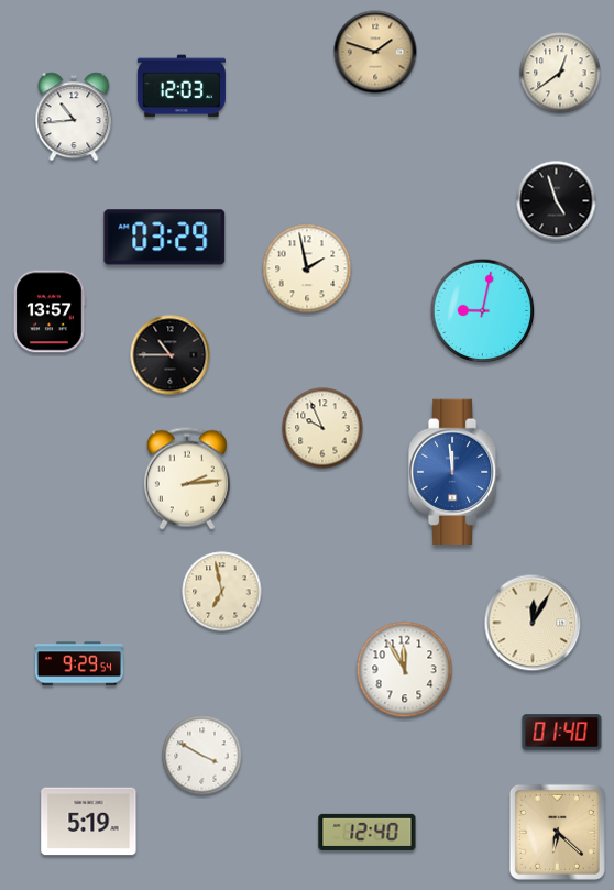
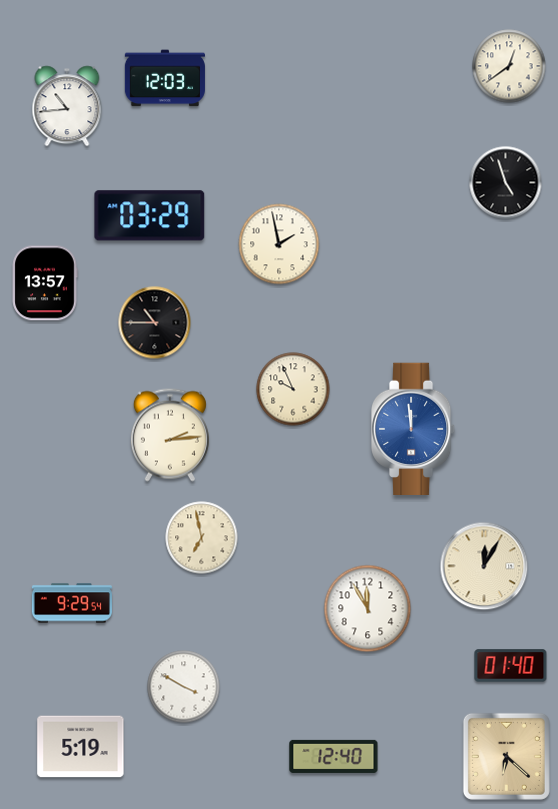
clock at (375, 52): 1:48 -> none
clock at (483, 311): 9:02 -> none
